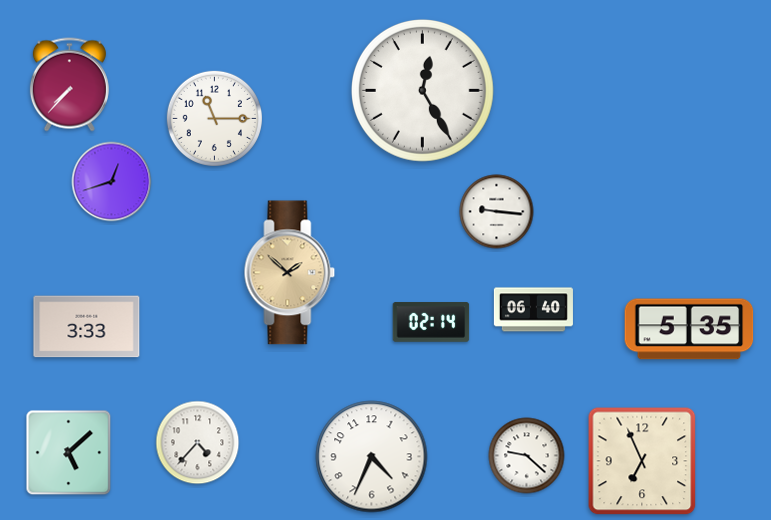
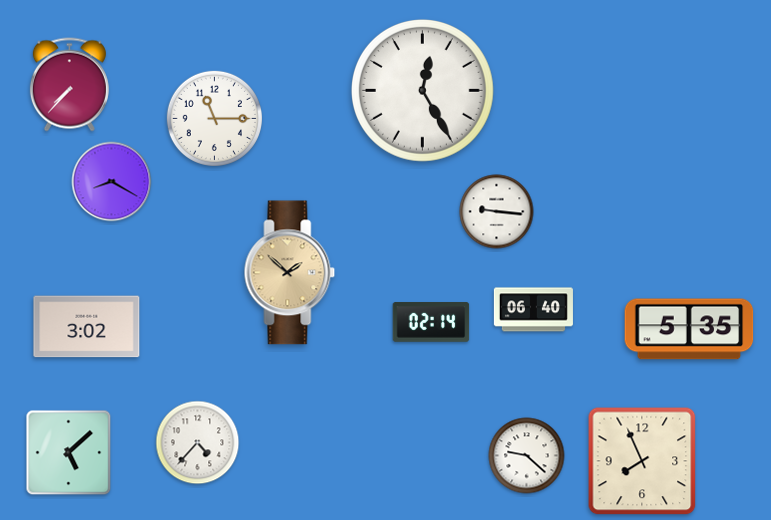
clock at (112, 182): 12:42 -> 8:20
clock at (87, 327): 3:33 -> 3:02
clock at (372, 457): 4:34 -> none
clock at (642, 461): 6:56 -> 7:56
